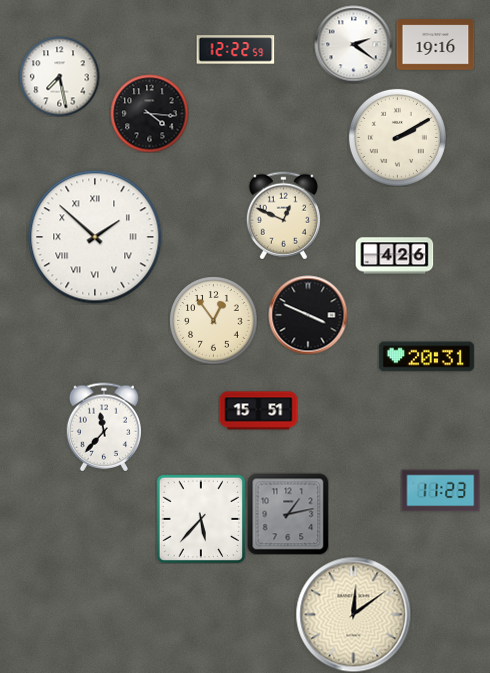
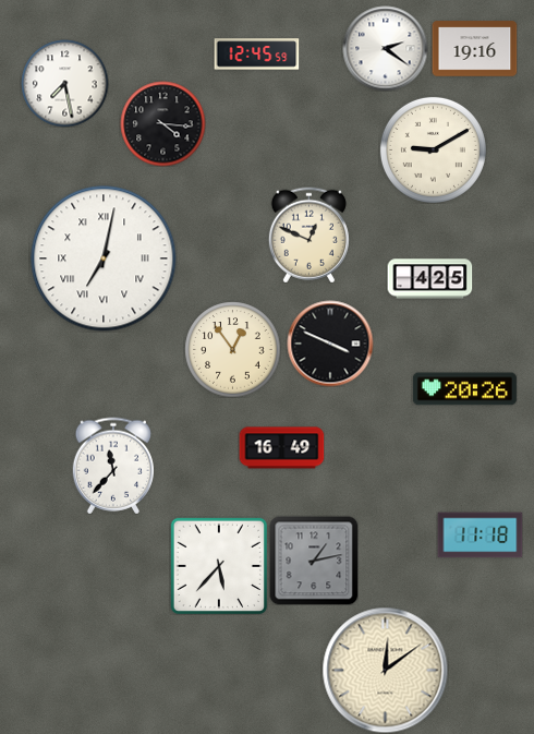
clock at (235, 50): 12:22 -> 12:45
clock at (397, 137): 2:10 -> 9:10
clock at (95, 237): 1:52 -> 7:02
clock at (394, 256): 4:26 -> 4:25
clock at (308, 315) position: (308, 315) -> (330, 344)
clock at (426, 357): 20:31 -> 20:26
clock at (258, 411): 15:51 -> 16:49
clock at (440, 491): 11:23 -> 11:18
